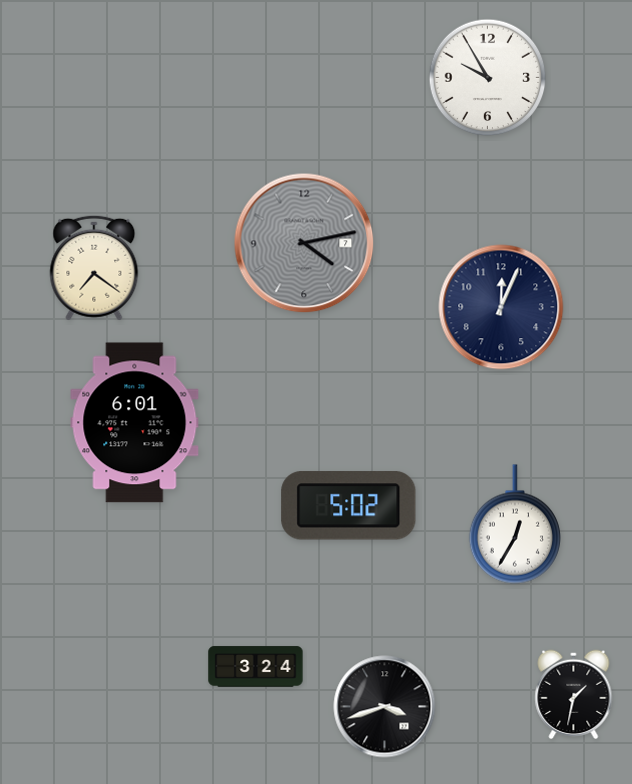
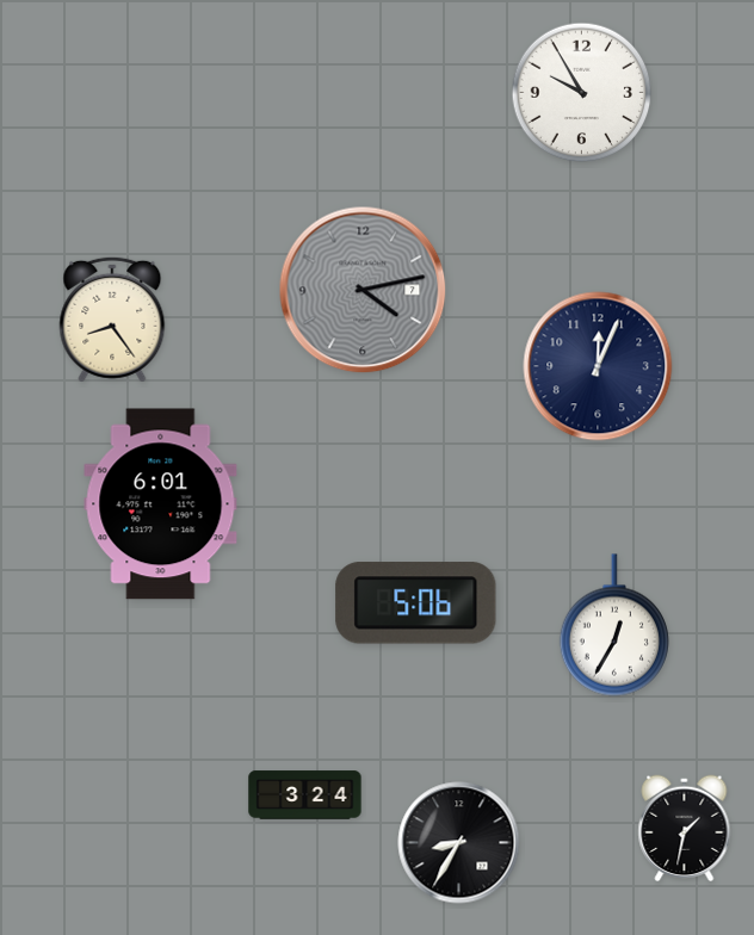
clock at (94, 268): 7:21 -> 8:24
clock at (349, 506): 5:02 -> 5:06
clock at (385, 707): 3:42 -> 8:35
